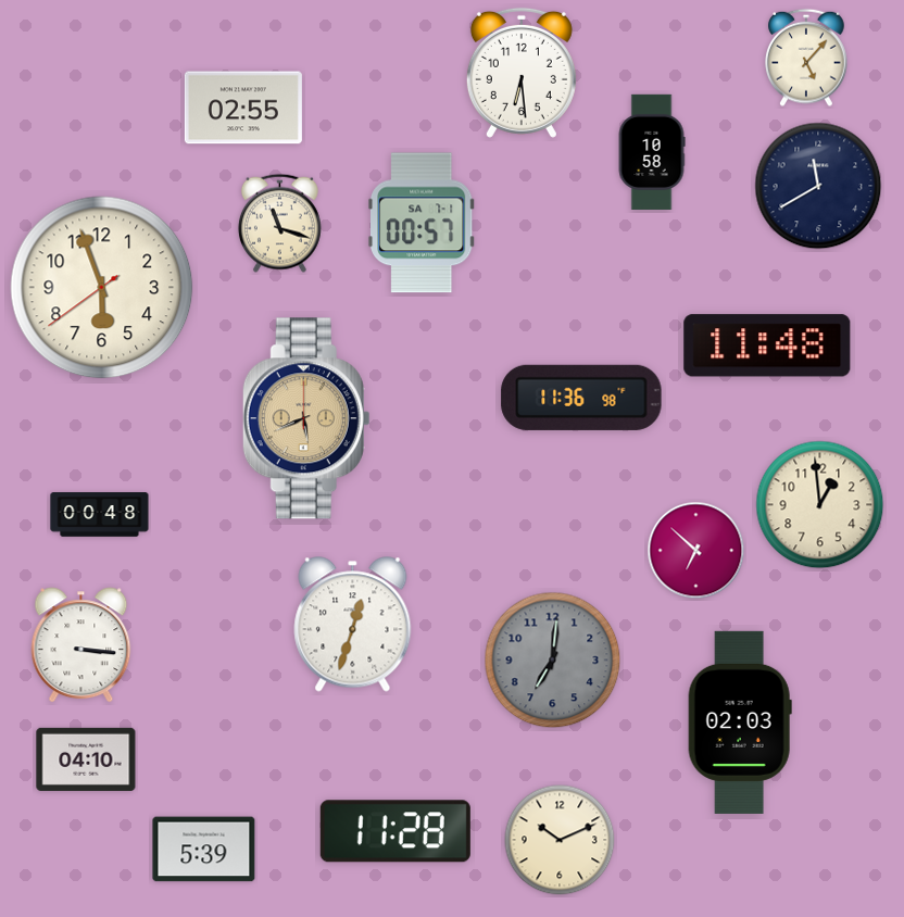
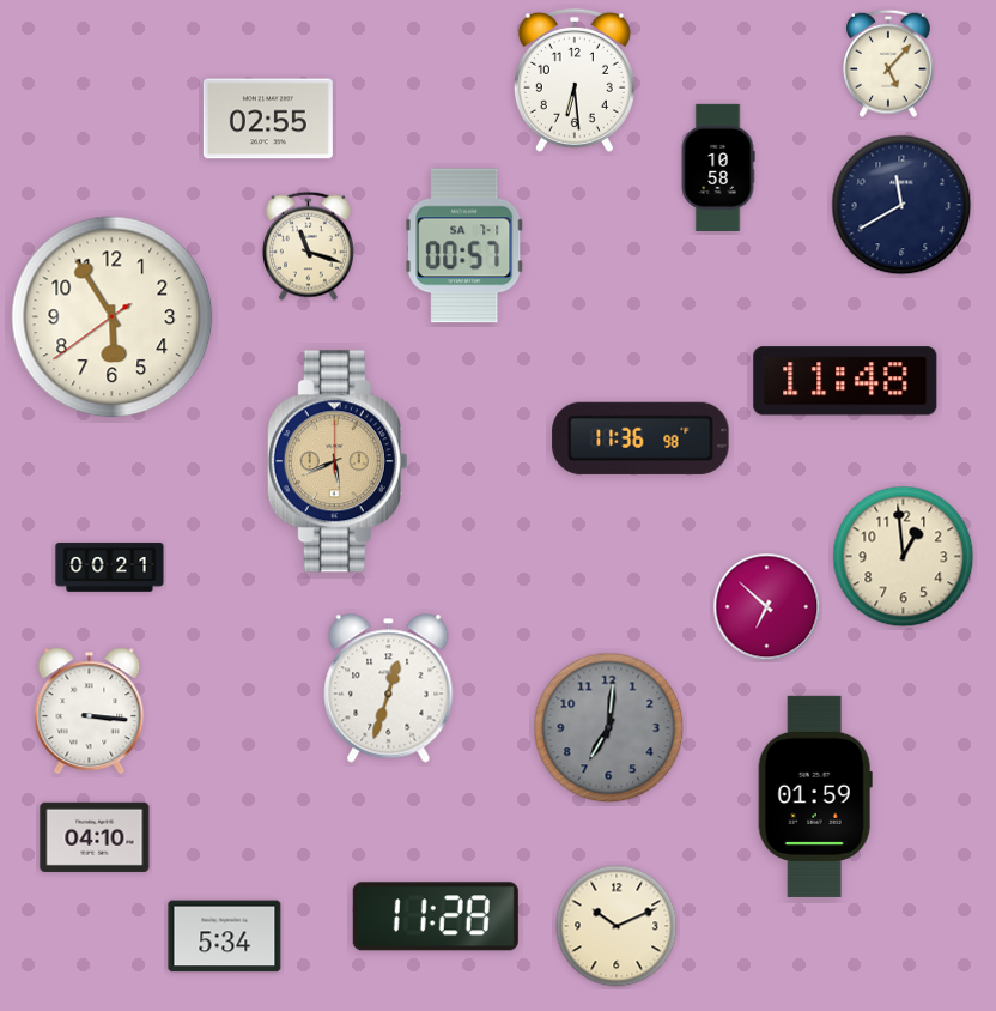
clock at (102, 288): 5:56 -> 5:54
clock at (100, 515): 00:48 -> 00:21
clock at (740, 723): 02:03 -> 01:59
clock at (204, 850): 5:39 -> 5:34
